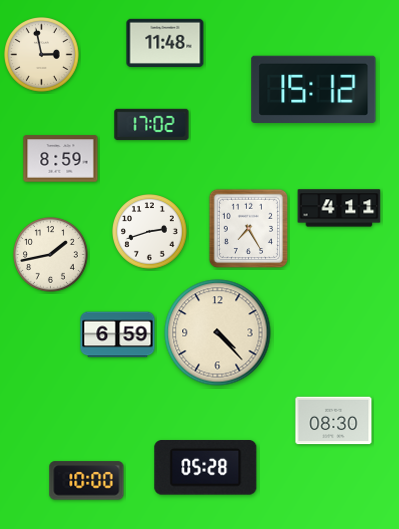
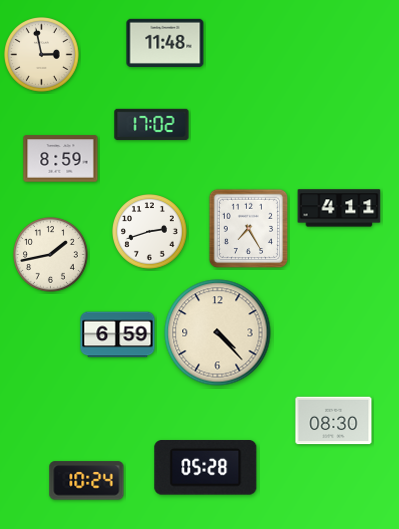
clock at (314, 89): 15:12 -> none
clock at (87, 481): 10:00 -> 10:24
